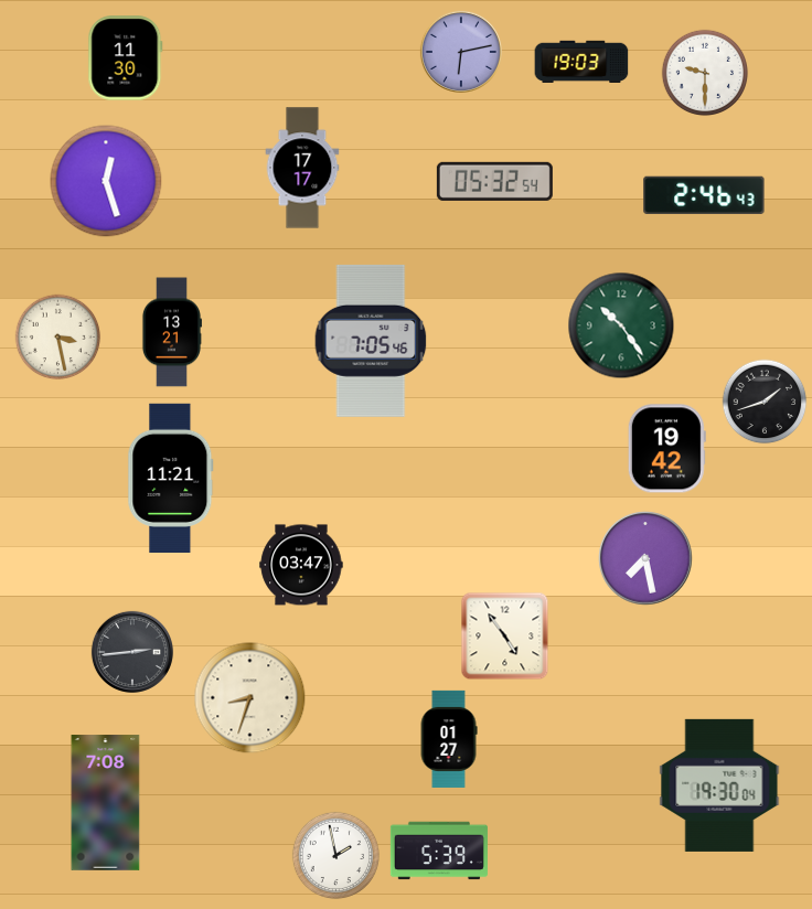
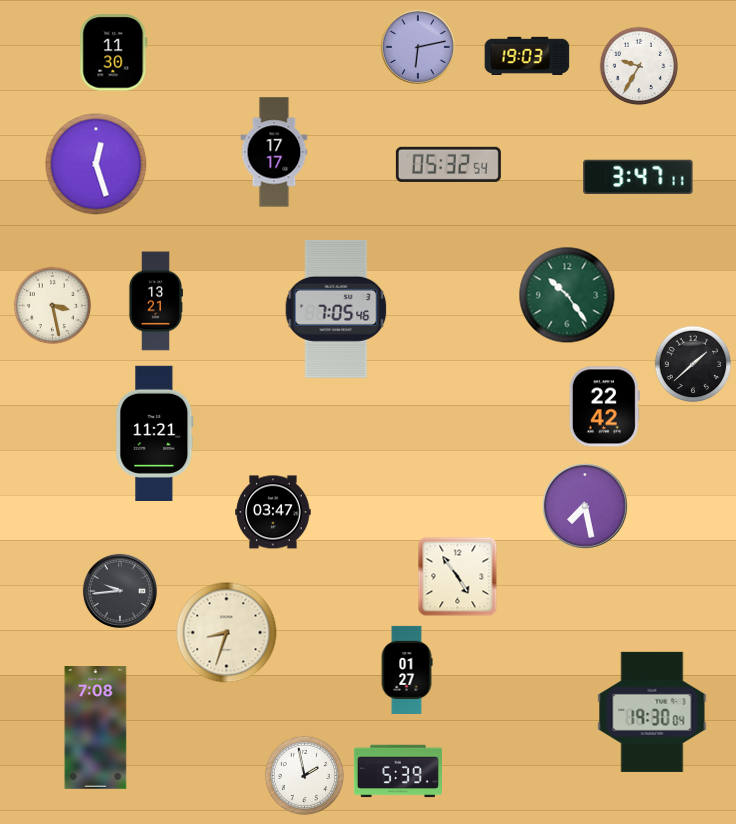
clock at (705, 73): 9:30 -> 9:35
clock at (704, 194): 2:46 -> 3:47
clock at (621, 325) position: (621, 325) -> (567, 295)
clock at (765, 402): 1:42 -> 1:38
clock at (666, 449): 19:42 -> 22:42
clock at (132, 652): 2:44 -> 9:44
